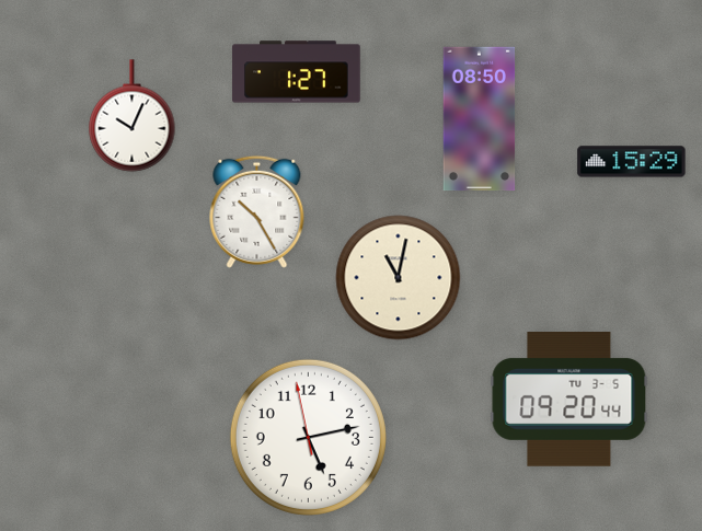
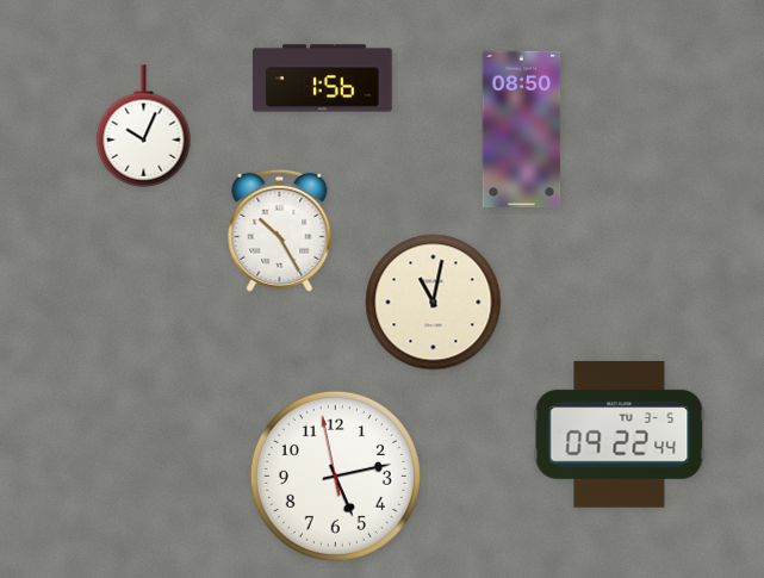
clock at (297, 72): 1:27 -> 1:56
clock at (632, 162): 15:29 -> none
clock at (569, 400): 09:20 -> 09:22
